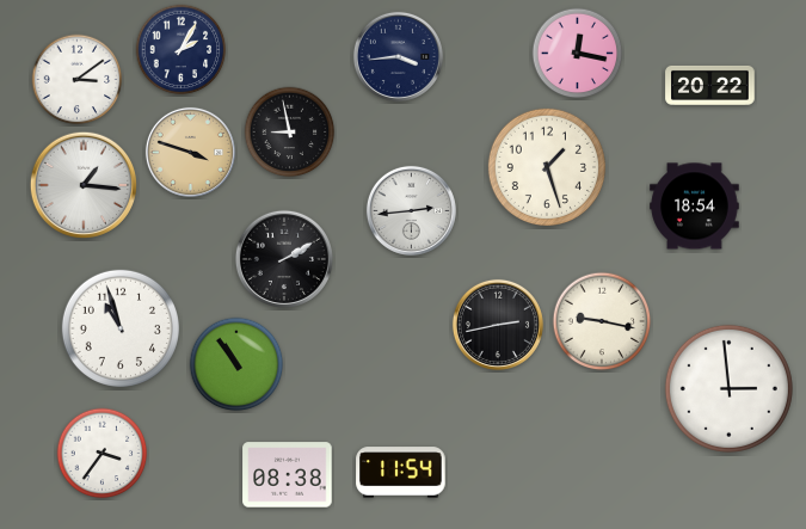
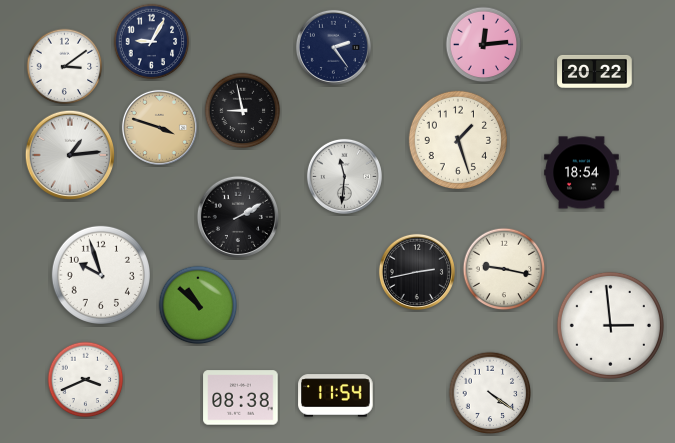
clock at (181, 50): 2:05 -> 9:05
clock at (578, 54): 12:17 -> 12:14
clock at (398, 56): 3:44 -> 2:24
clock at (82, 184): 1:16 -> 1:14
clock at (411, 210): 2:44 -> 11:31
clock at (121, 328): 10:57 -> 9:57
clock at (236, 364): 10:54 -> 10:52
clock at (103, 454): 3:36 -> 3:41
clock at (490, 393): none -> 4:21
